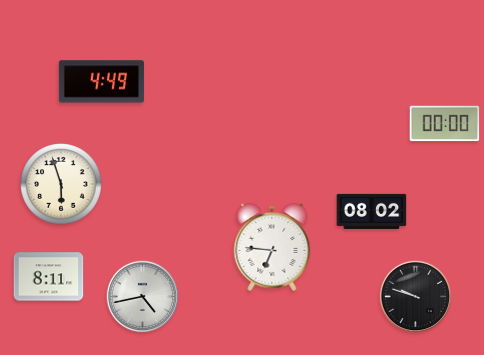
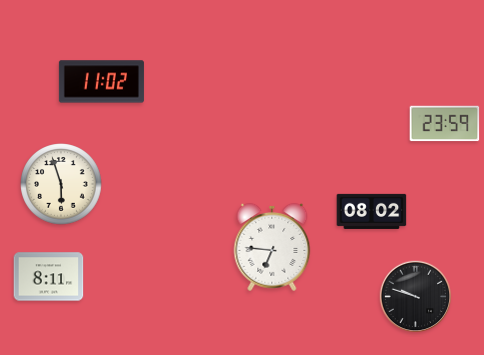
clock at (101, 82): 4:49 -> 11:02
clock at (445, 124): 00:00 -> 23:59
clock at (143, 297): 4:43 -> none
